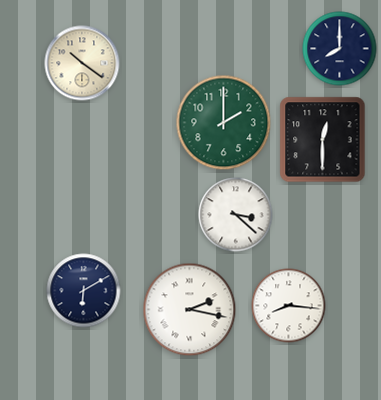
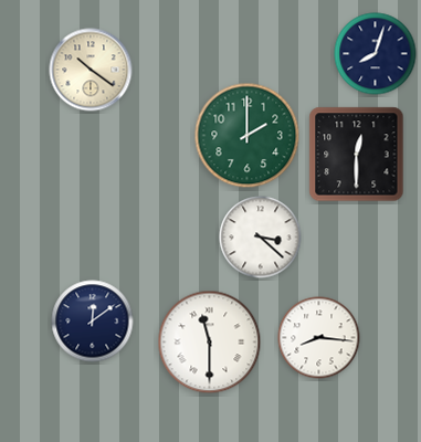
clock at (340, 49): 8:00 -> 8:03
clock at (84, 291): 6:10 -> 12:09
clock at (190, 310): 2:17 -> 11:30
